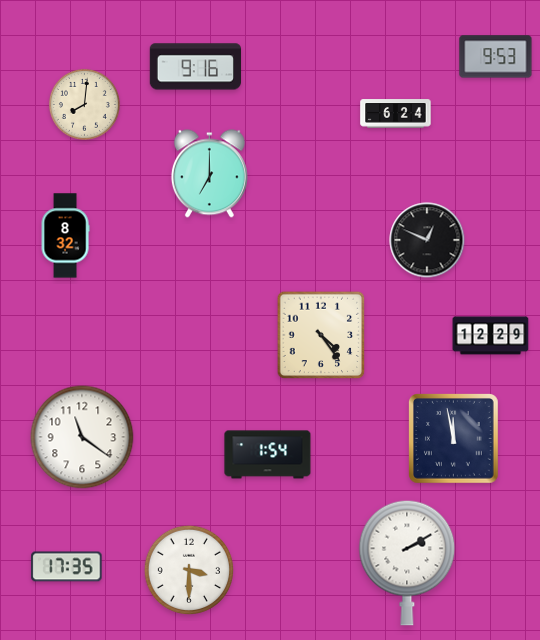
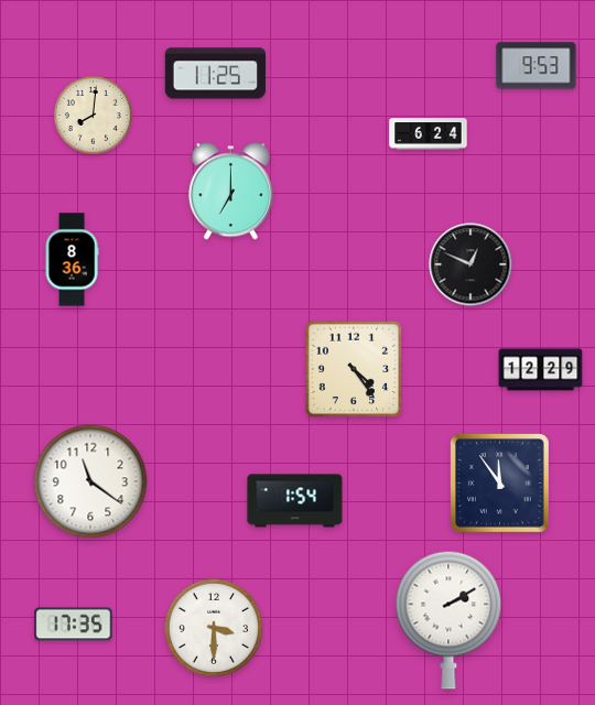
clock at (496, 57) position: (496, 57) -> (537, 66)
clock at (195, 67): 9:16 -> 11:25
clock at (396, 114) position: (396, 114) -> (429, 134)
clock at (65, 236): 8:32 -> 8:36
clock at (454, 439): 11:58 -> 11:54
clock at (189, 570) position: (189, 570) -> (214, 628)
